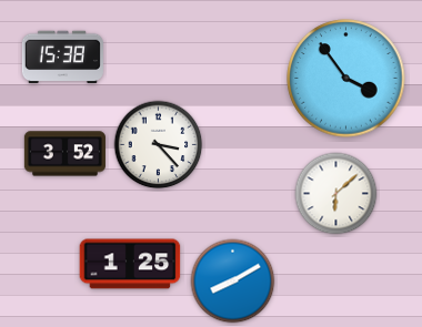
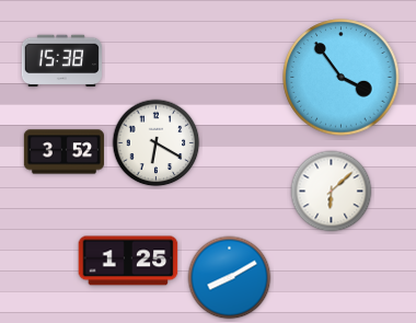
clock at (62, 58) position: (62, 58) -> (61, 61)
clock at (159, 145): 3:23 -> 6:20
